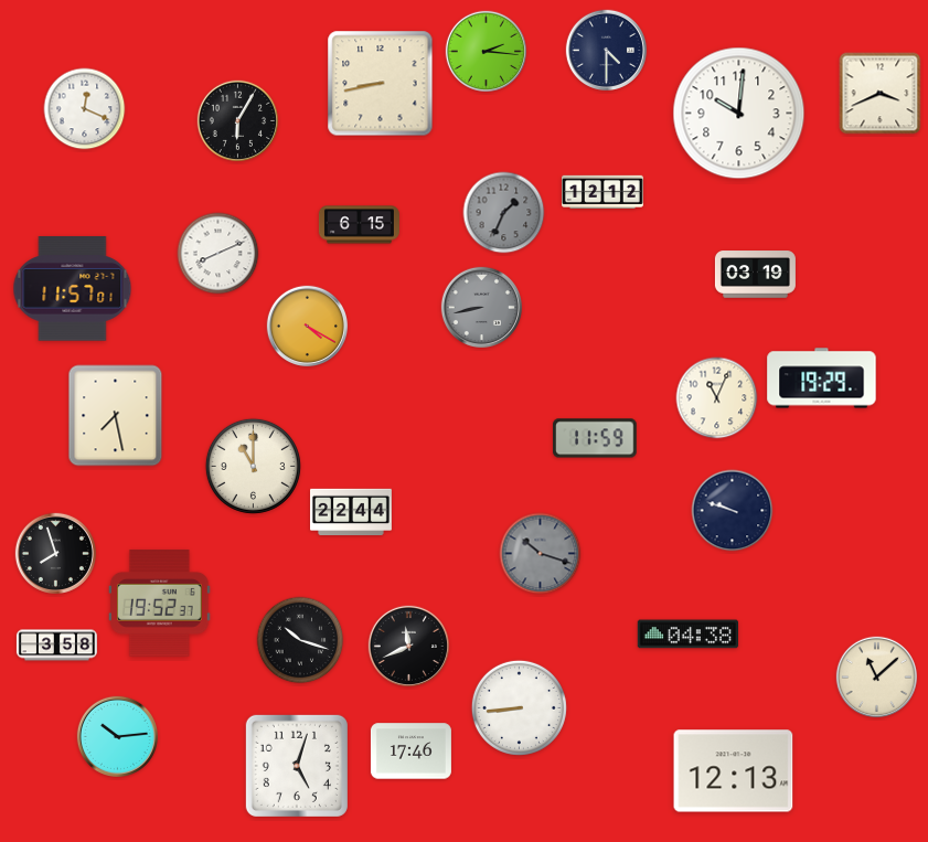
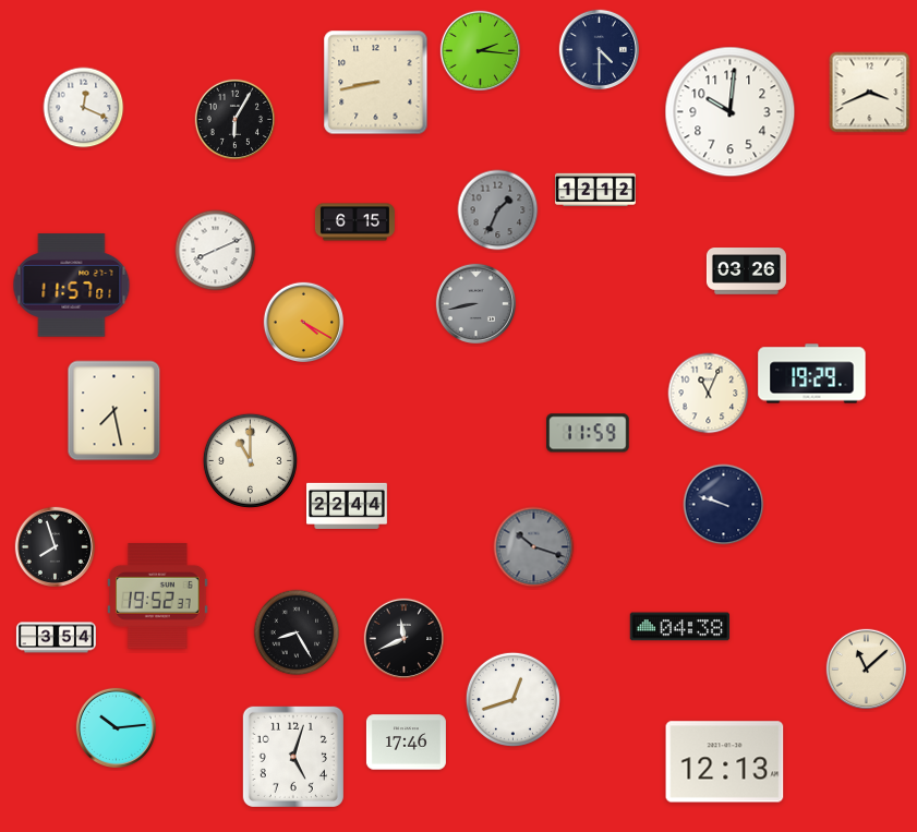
clock at (755, 275): 03:19 -> 03:26
clock at (300, 640): 10:18 -> 8:25
clock at (56, 646): 3:58 -> 3:54
clock at (519, 707): 8:44 -> 12:42
